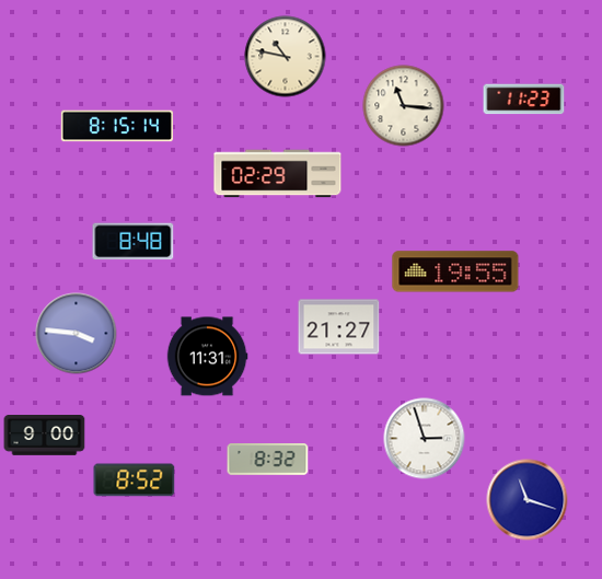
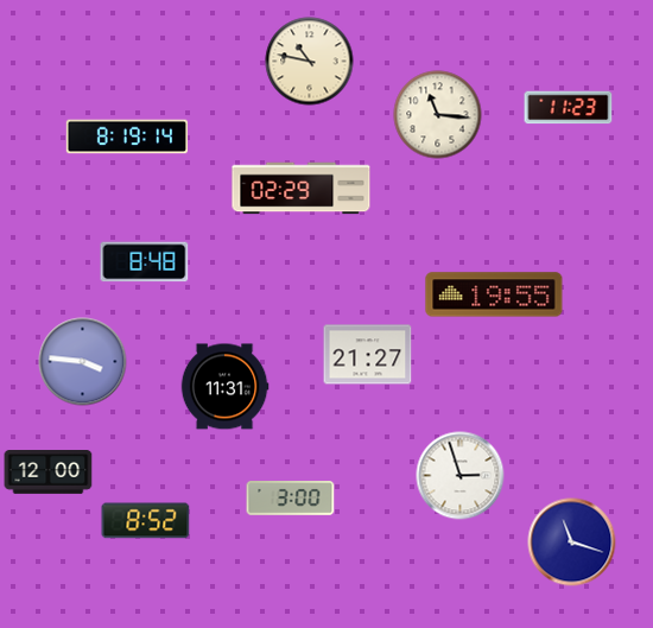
clock at (117, 126): 8:15 -> 8:19
clock at (45, 436): 9:00 -> 12:00
clock at (268, 460): 8:32 -> 3:00
